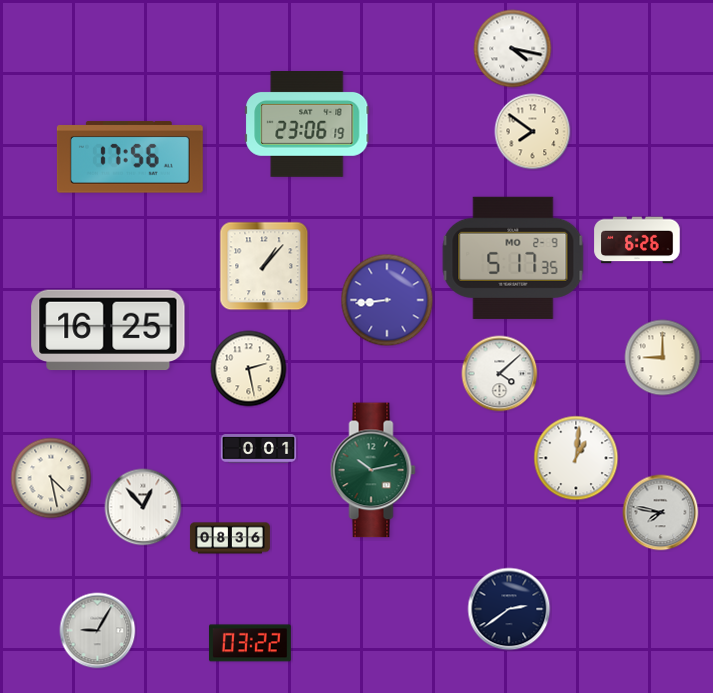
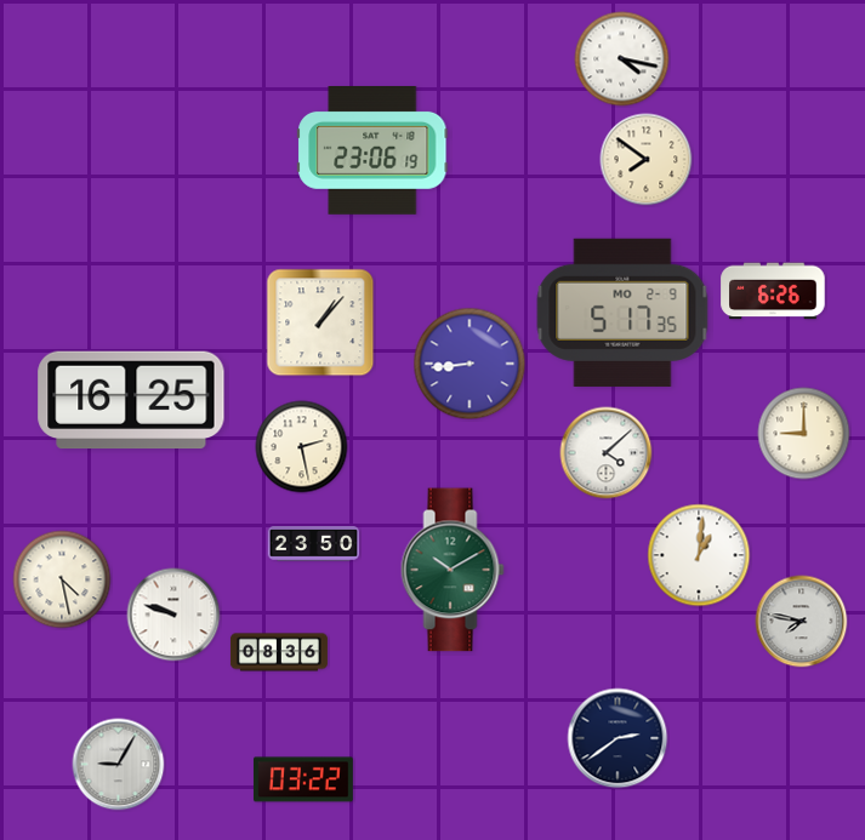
clock at (130, 157): 17:56 -> none
clock at (259, 449): 0:01 -> 23:50
clock at (373, 470): 10:13 -> 10:10
clock at (143, 507): 12:53 -> 9:48
